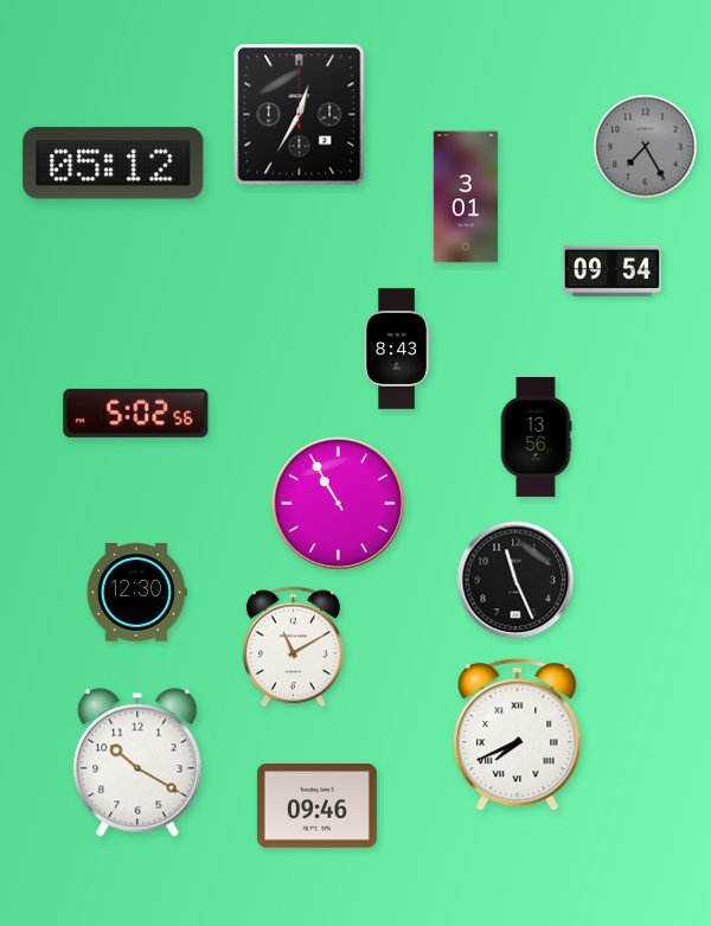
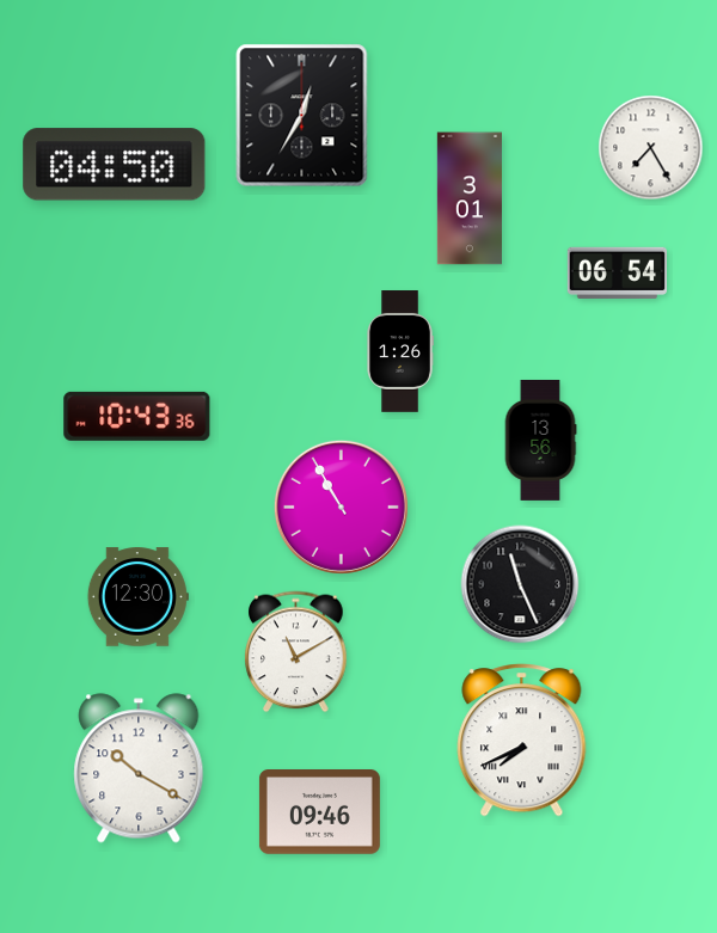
clock at (646, 147) dial: grey -> white
clock at (114, 164): 05:12 -> 04:50
clock at (611, 270): 09:54 -> 06:54
clock at (397, 349): 8:43 -> 1:26
clock at (136, 413): 5:02 -> 10:43
